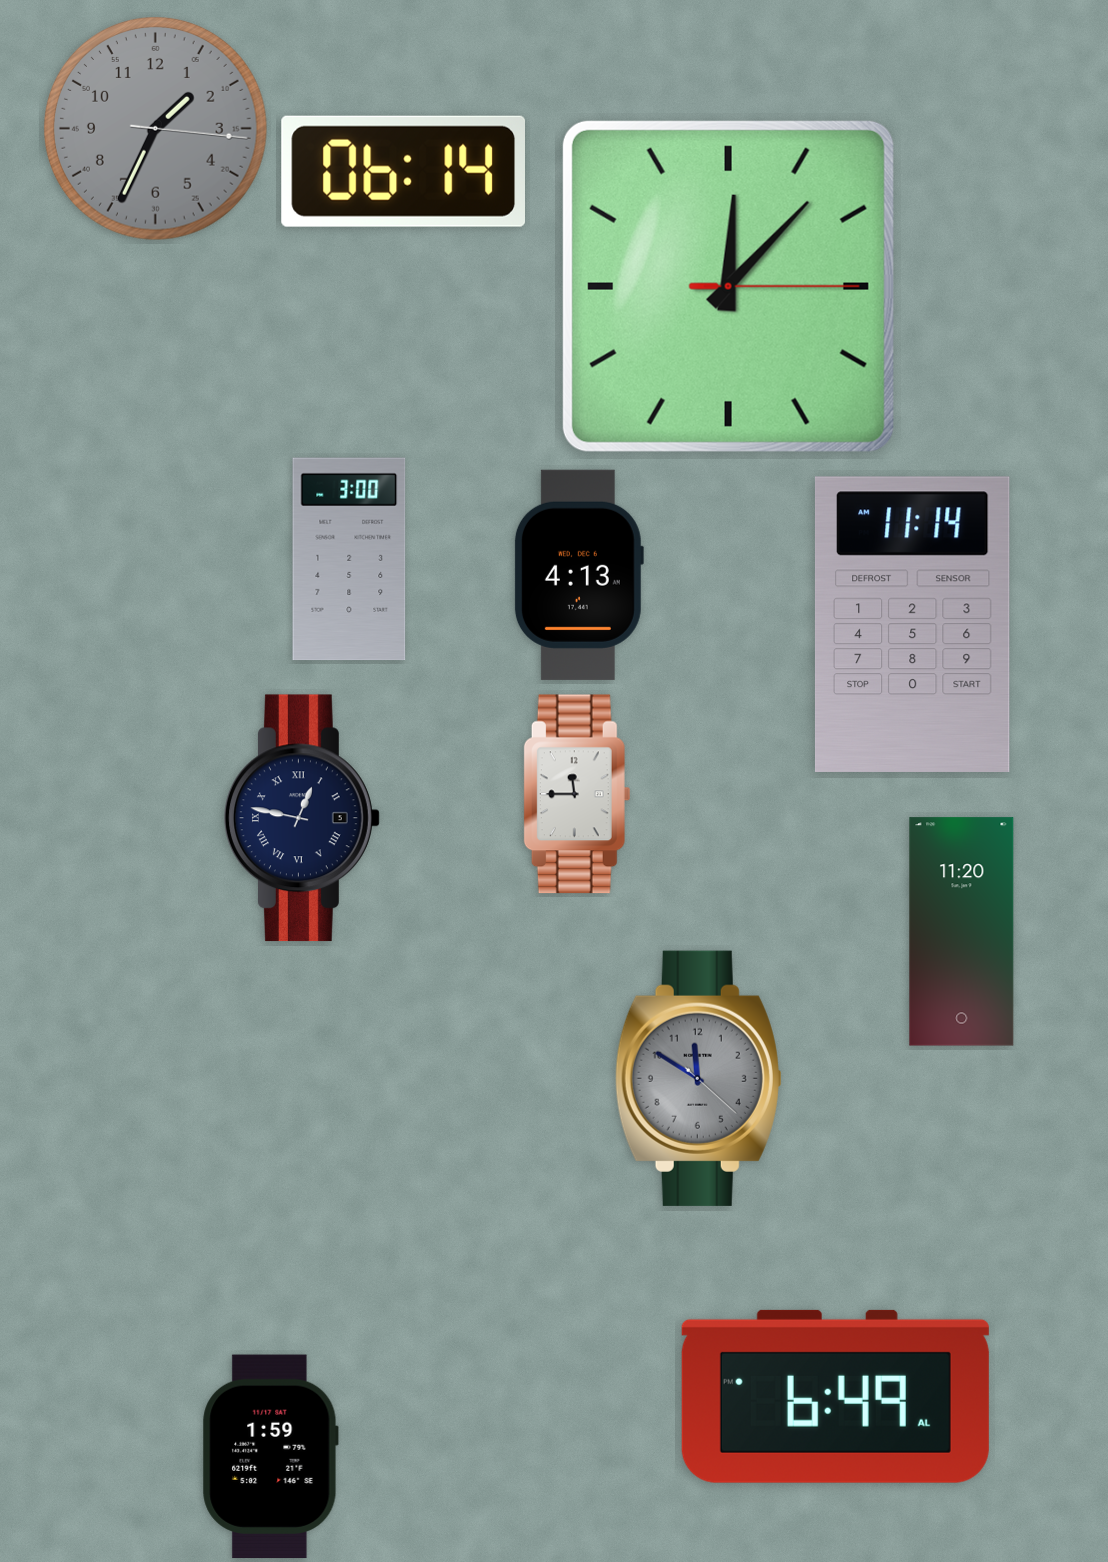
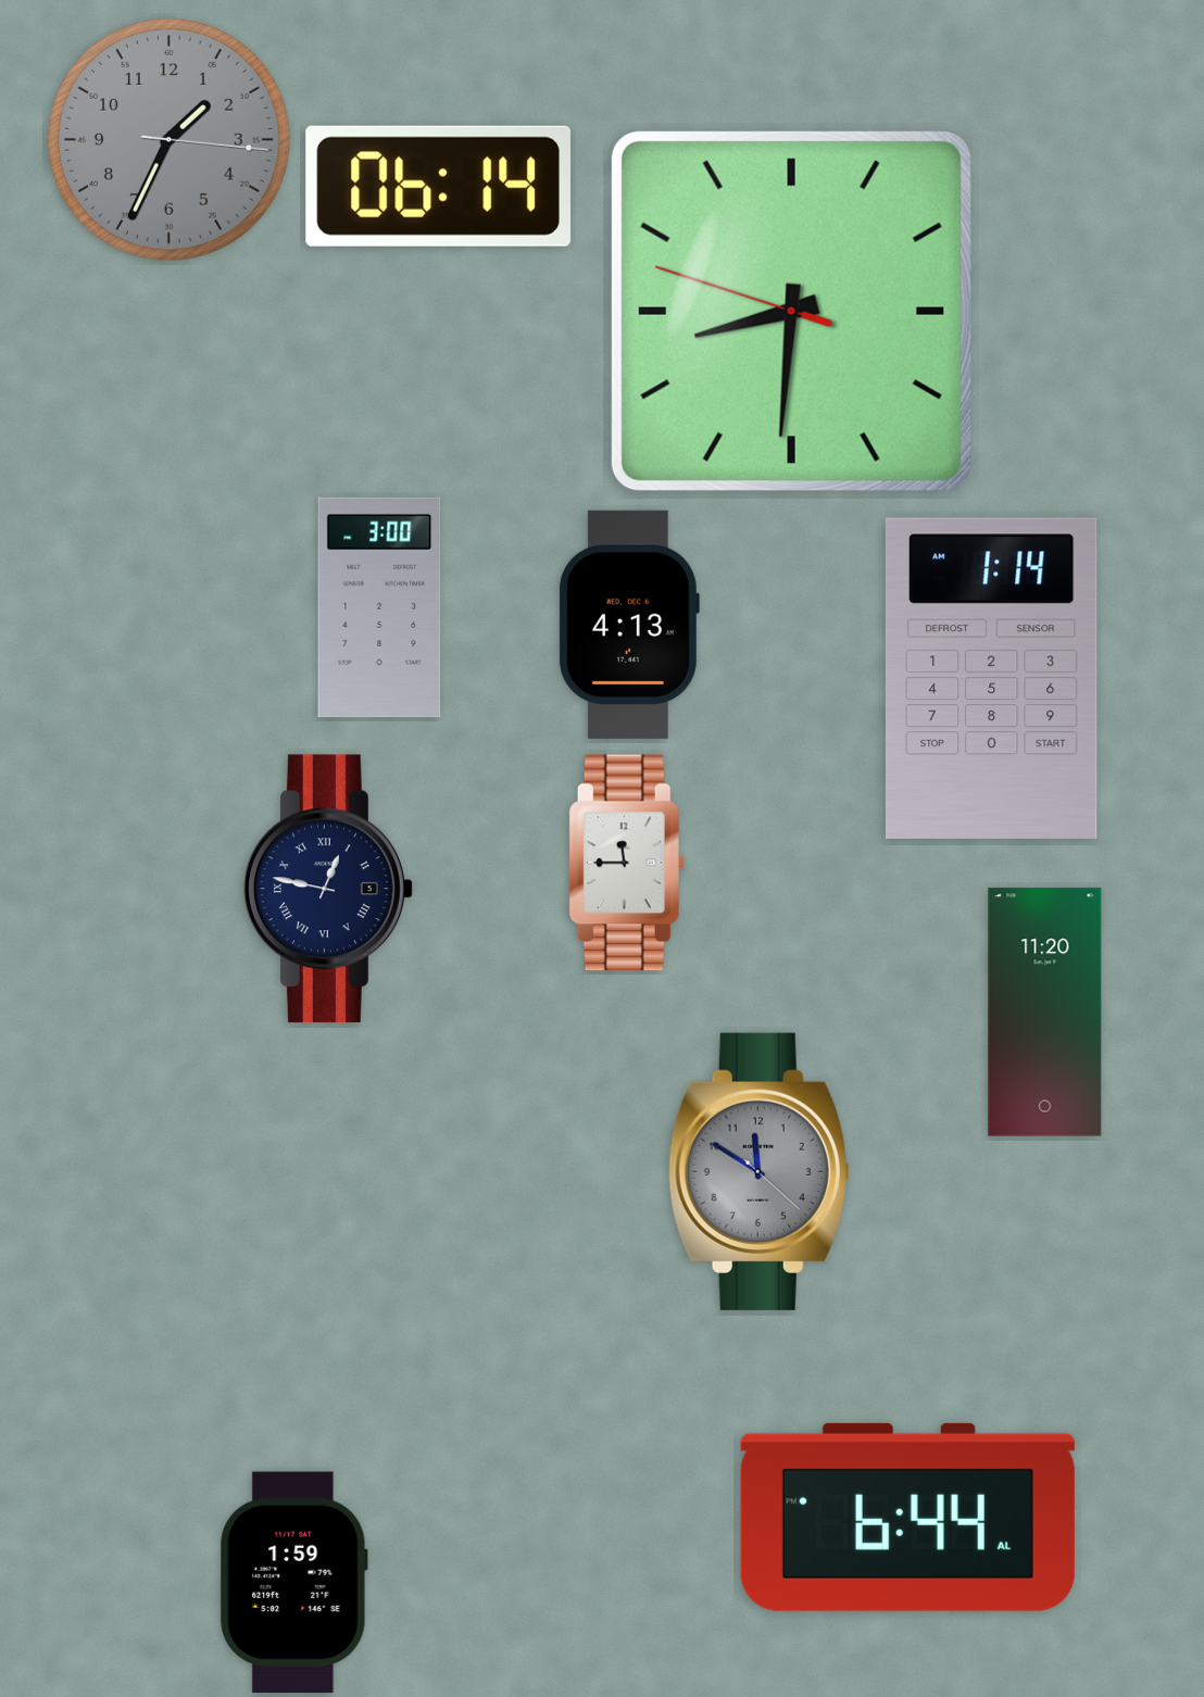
clock at (728, 286): 12:07 -> 8:30
clock at (912, 624): 11:14 -> 1:14
clock at (835, 1396): 6:49 -> 6:44
